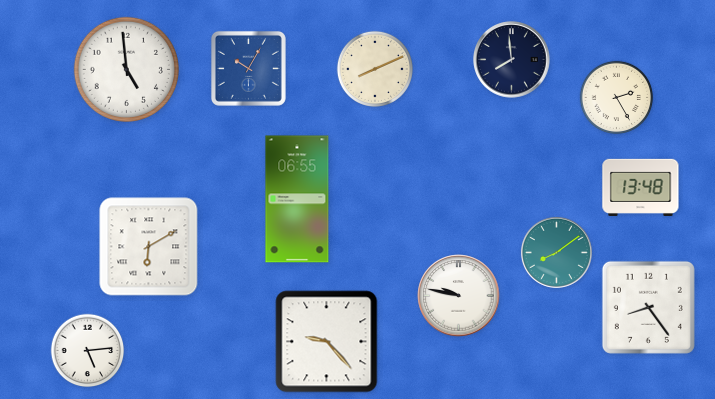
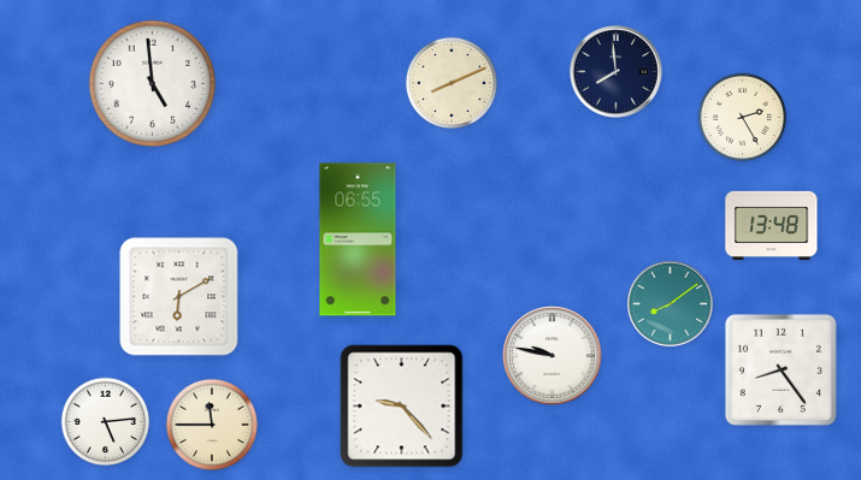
clock at (248, 68): 10:05 -> none
clock at (327, 342) position: (327, 342) -> (402, 407)
clock at (212, 425): none -> 11:45
